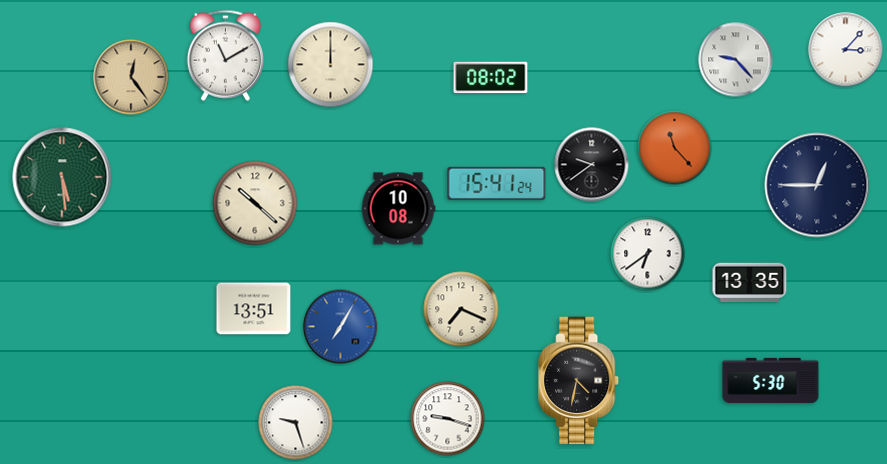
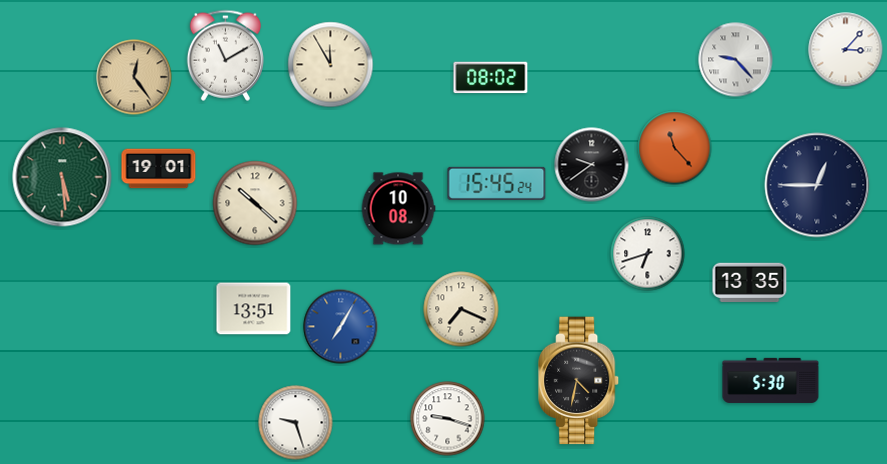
clock at (331, 65): 12:00 -> 11:55
clock at (131, 77) position: (131, 77) -> (134, 77)
clock at (159, 169): none -> 19:01
clock at (497, 183): 15:41 -> 15:45
clock at (648, 254): 6:39 -> 6:42
